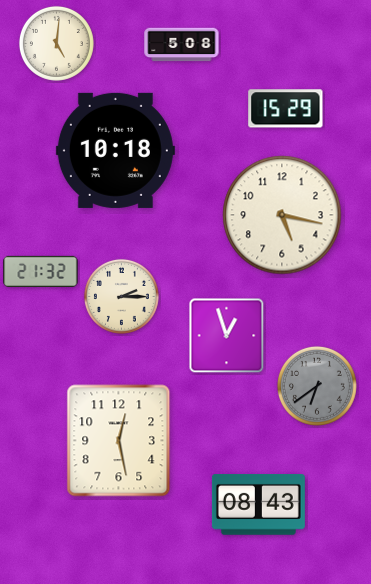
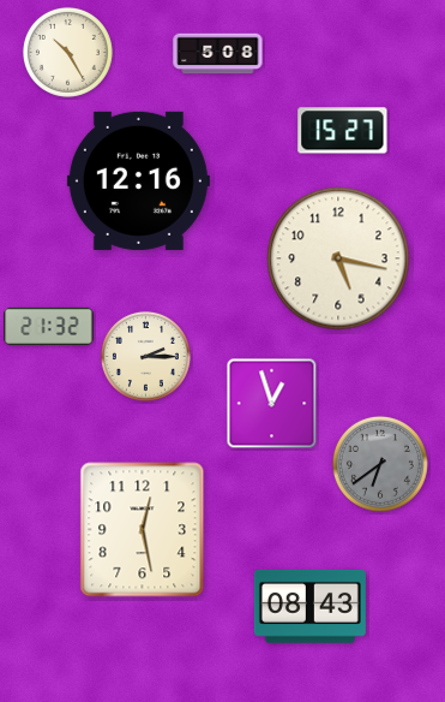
clock at (56, 43): 5:01 -> 10:25
clock at (286, 109): 15:29 -> 15:27
clock at (115, 150): 10:18 -> 12:16
